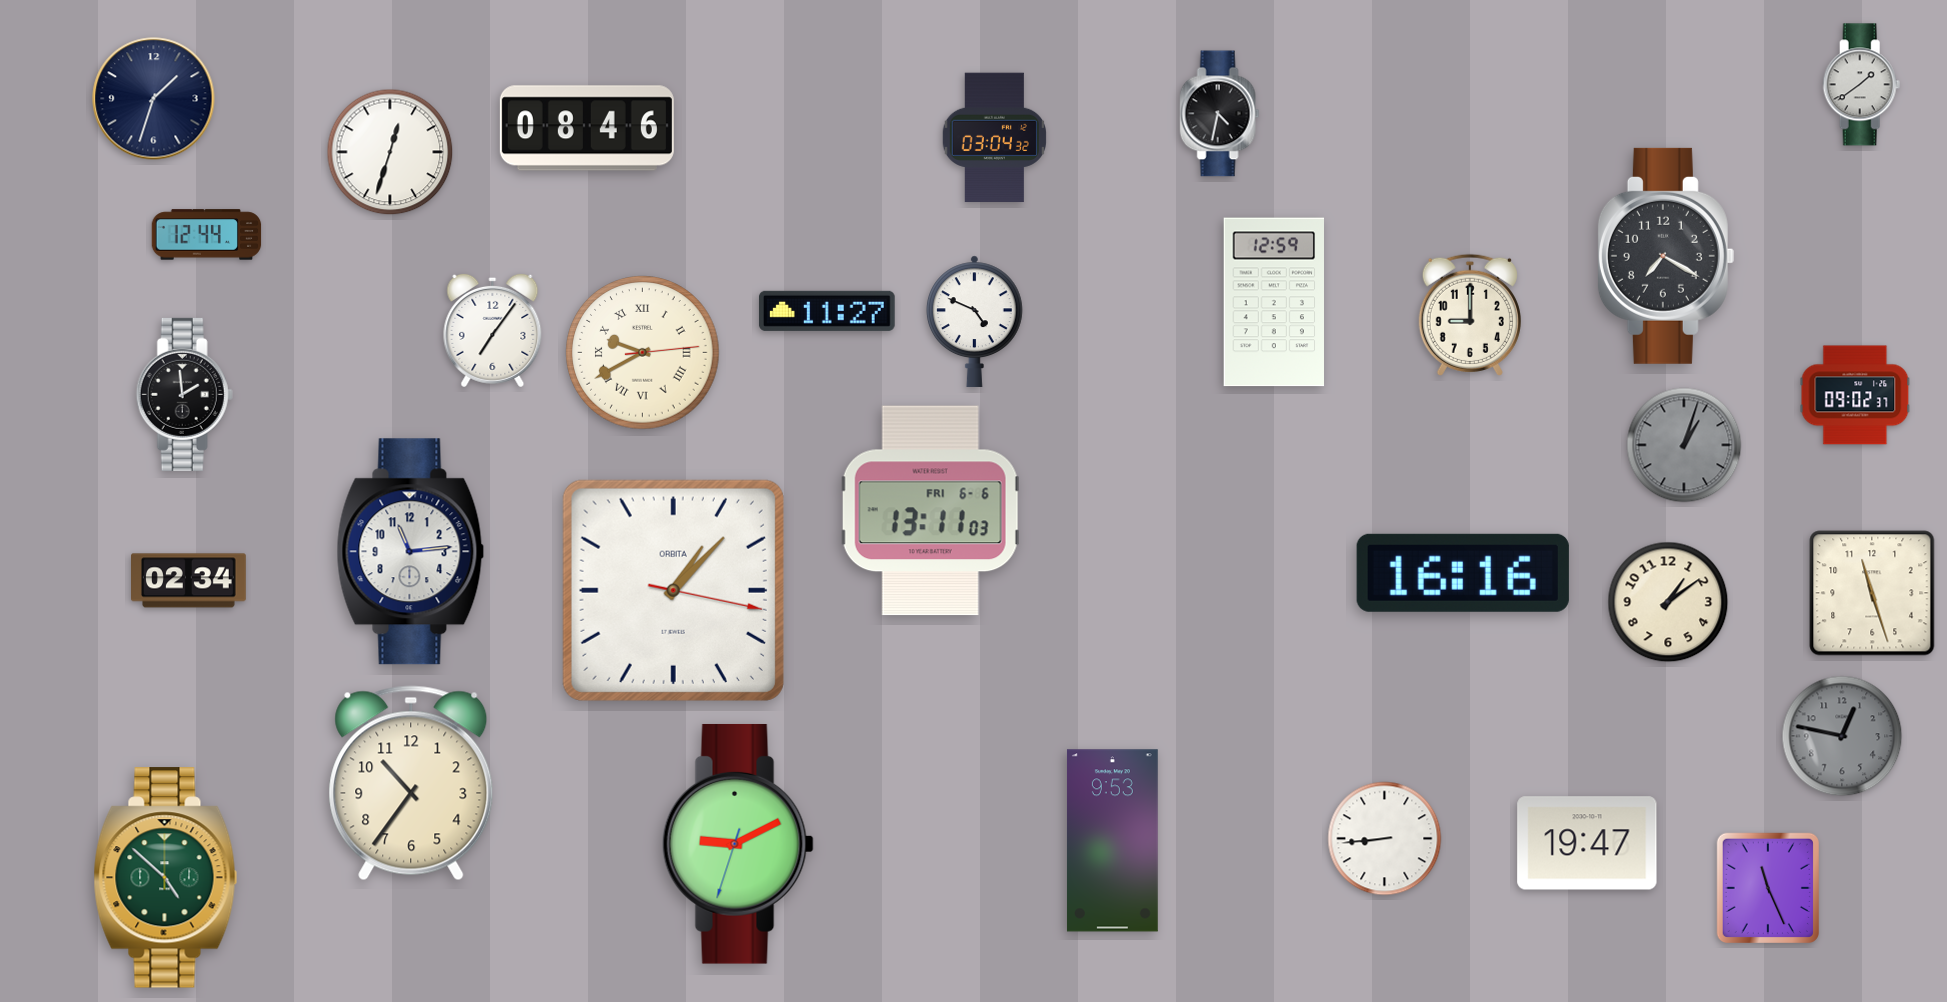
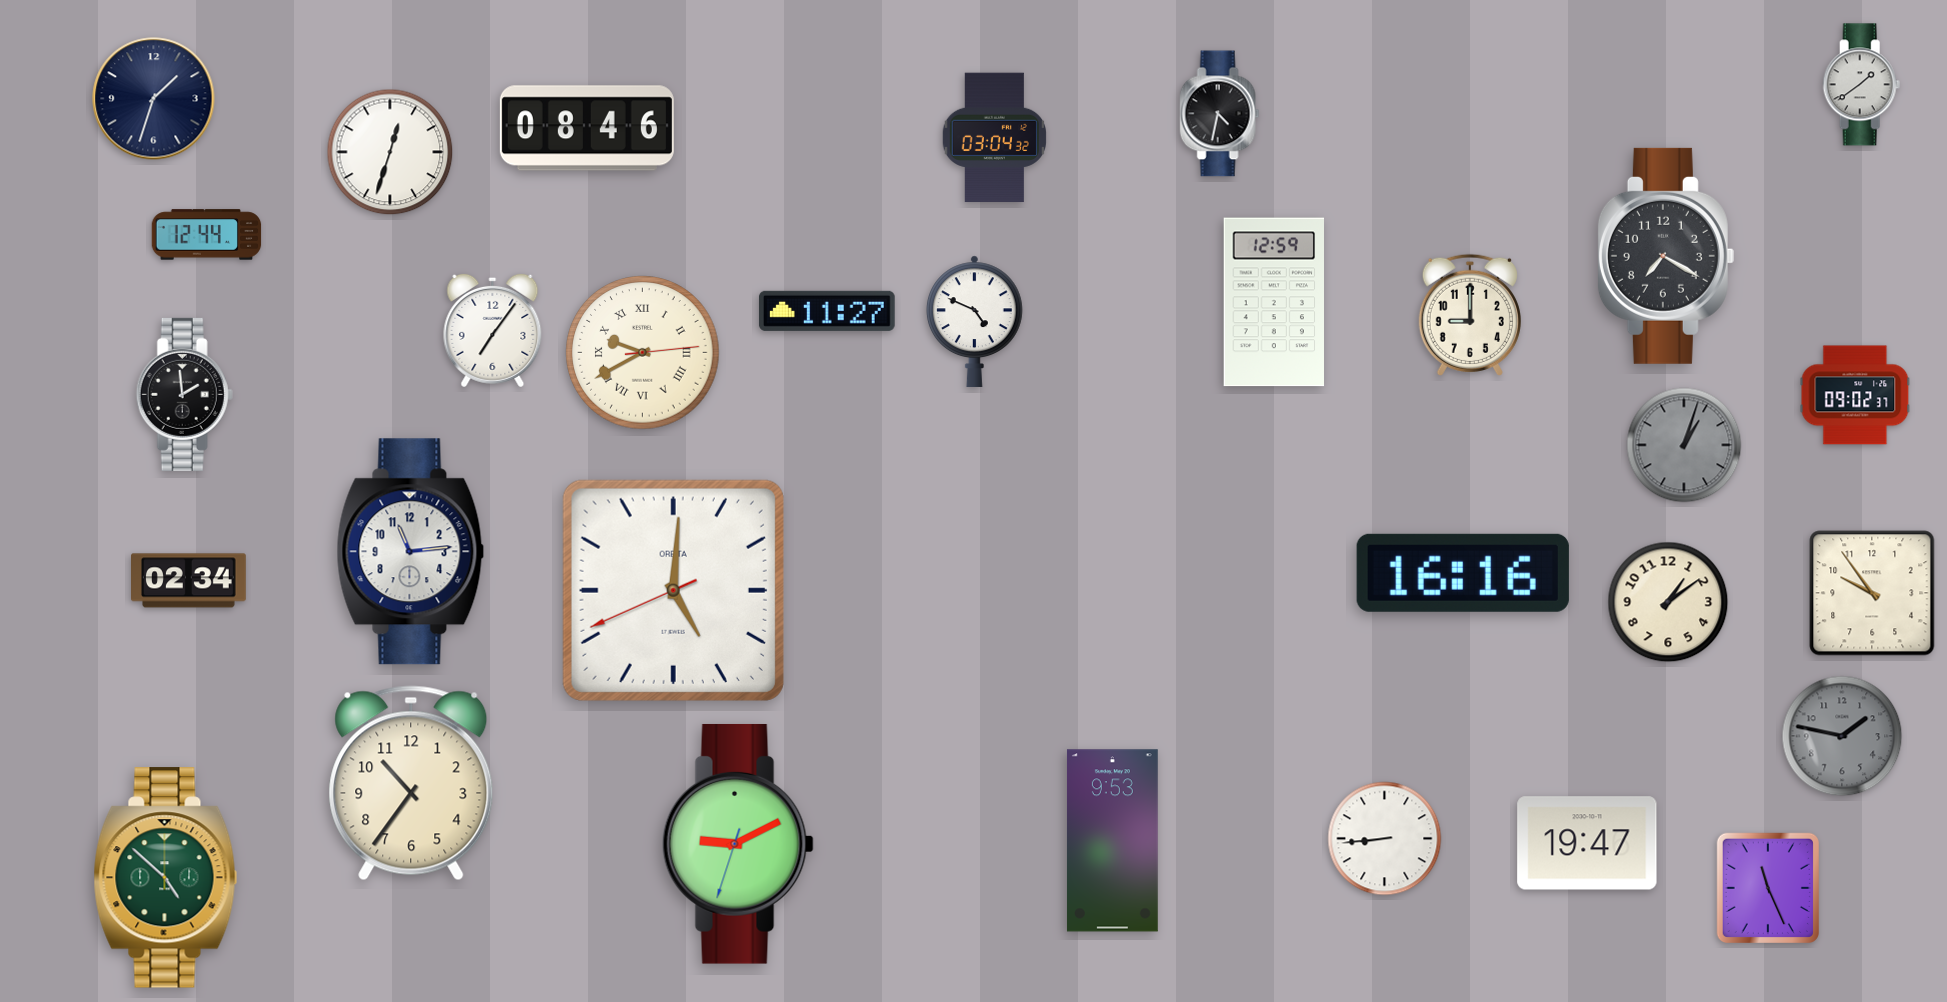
clock at (931, 511): 13:11 -> none
clock at (673, 590): 1:07 -> 5:00
clock at (1872, 593): 11:27 -> 9:54
clock at (1842, 736): 12:47 -> 1:47
